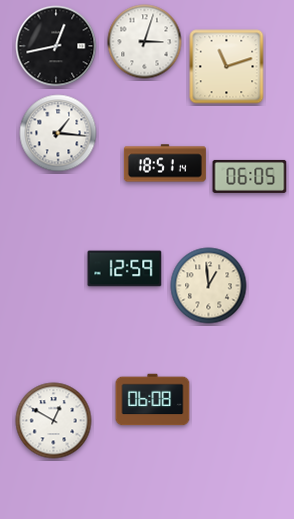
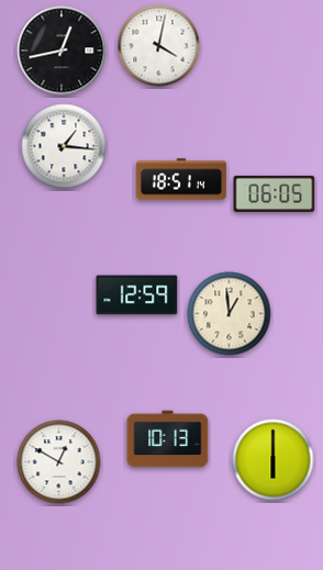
clock at (145, 42): 3:03 -> 4:02
clock at (227, 67): 11:12 -> none
clock at (153, 400): 06:08 -> 10:13
clock at (274, 460): none -> 6:00
